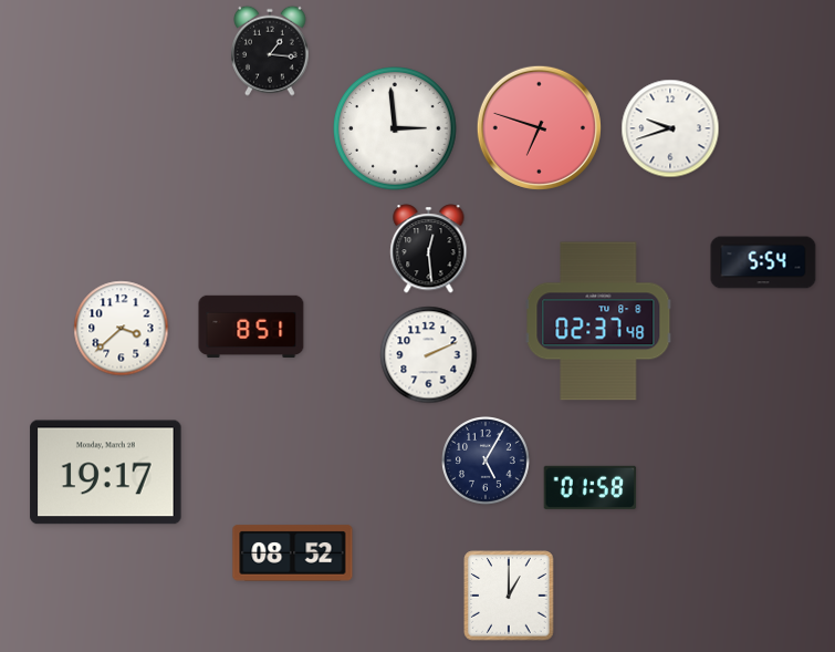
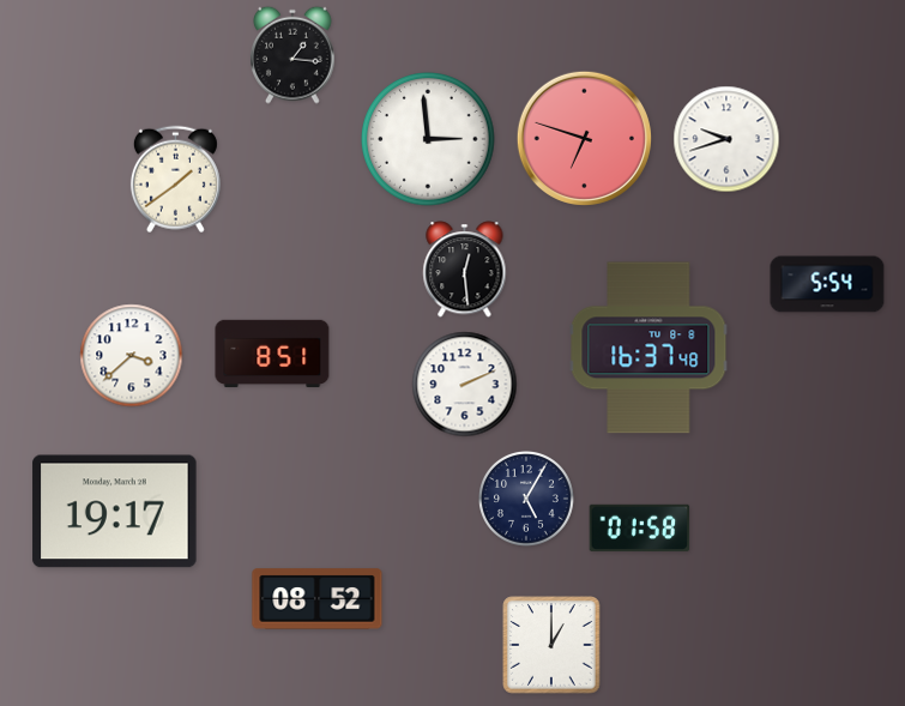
clock at (175, 180): none -> 1:39
clock at (598, 321): 02:37 -> 16:37
